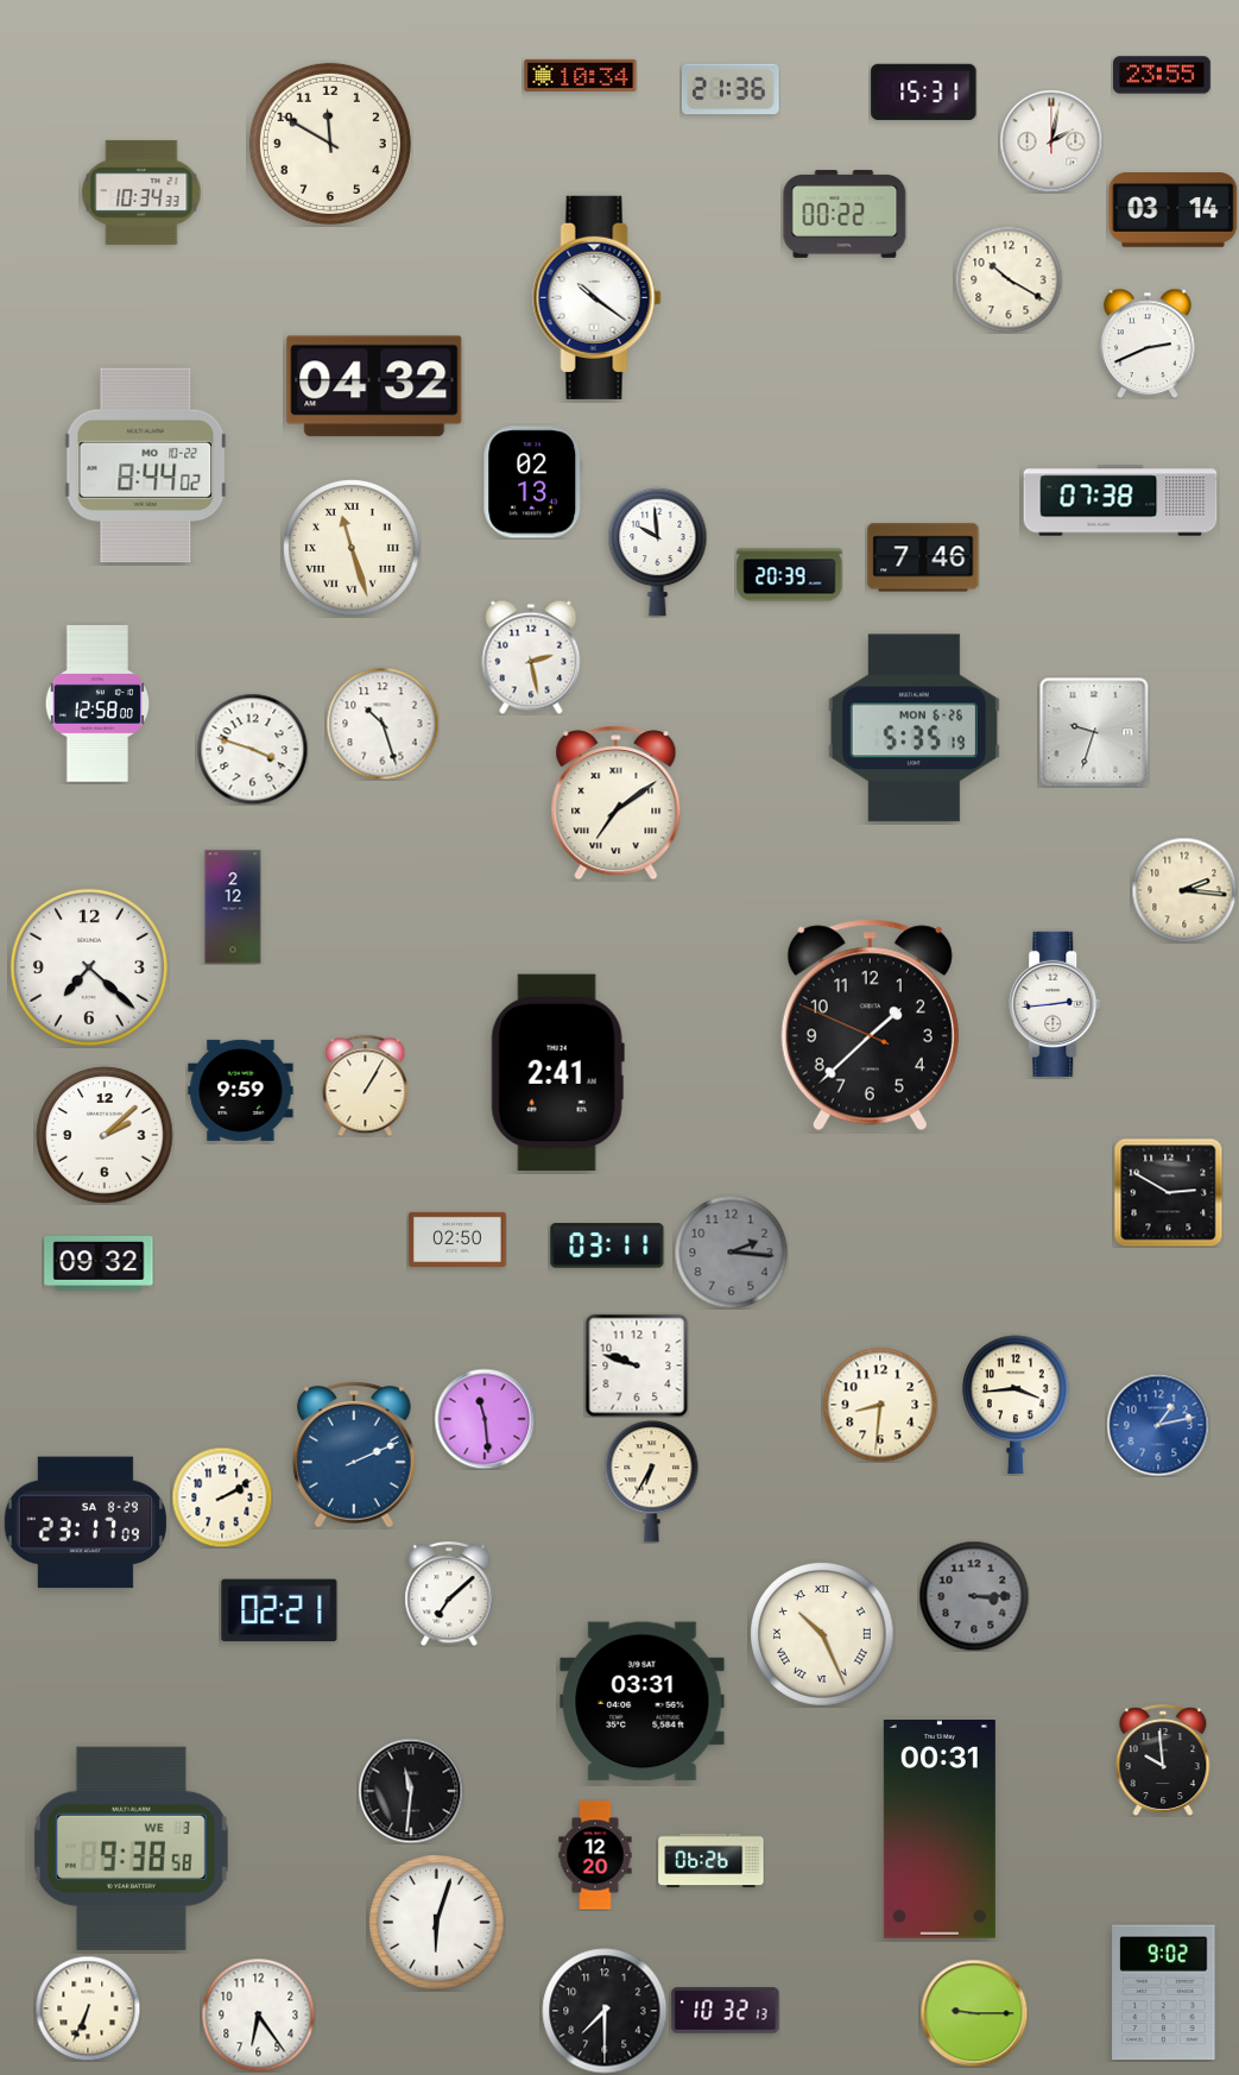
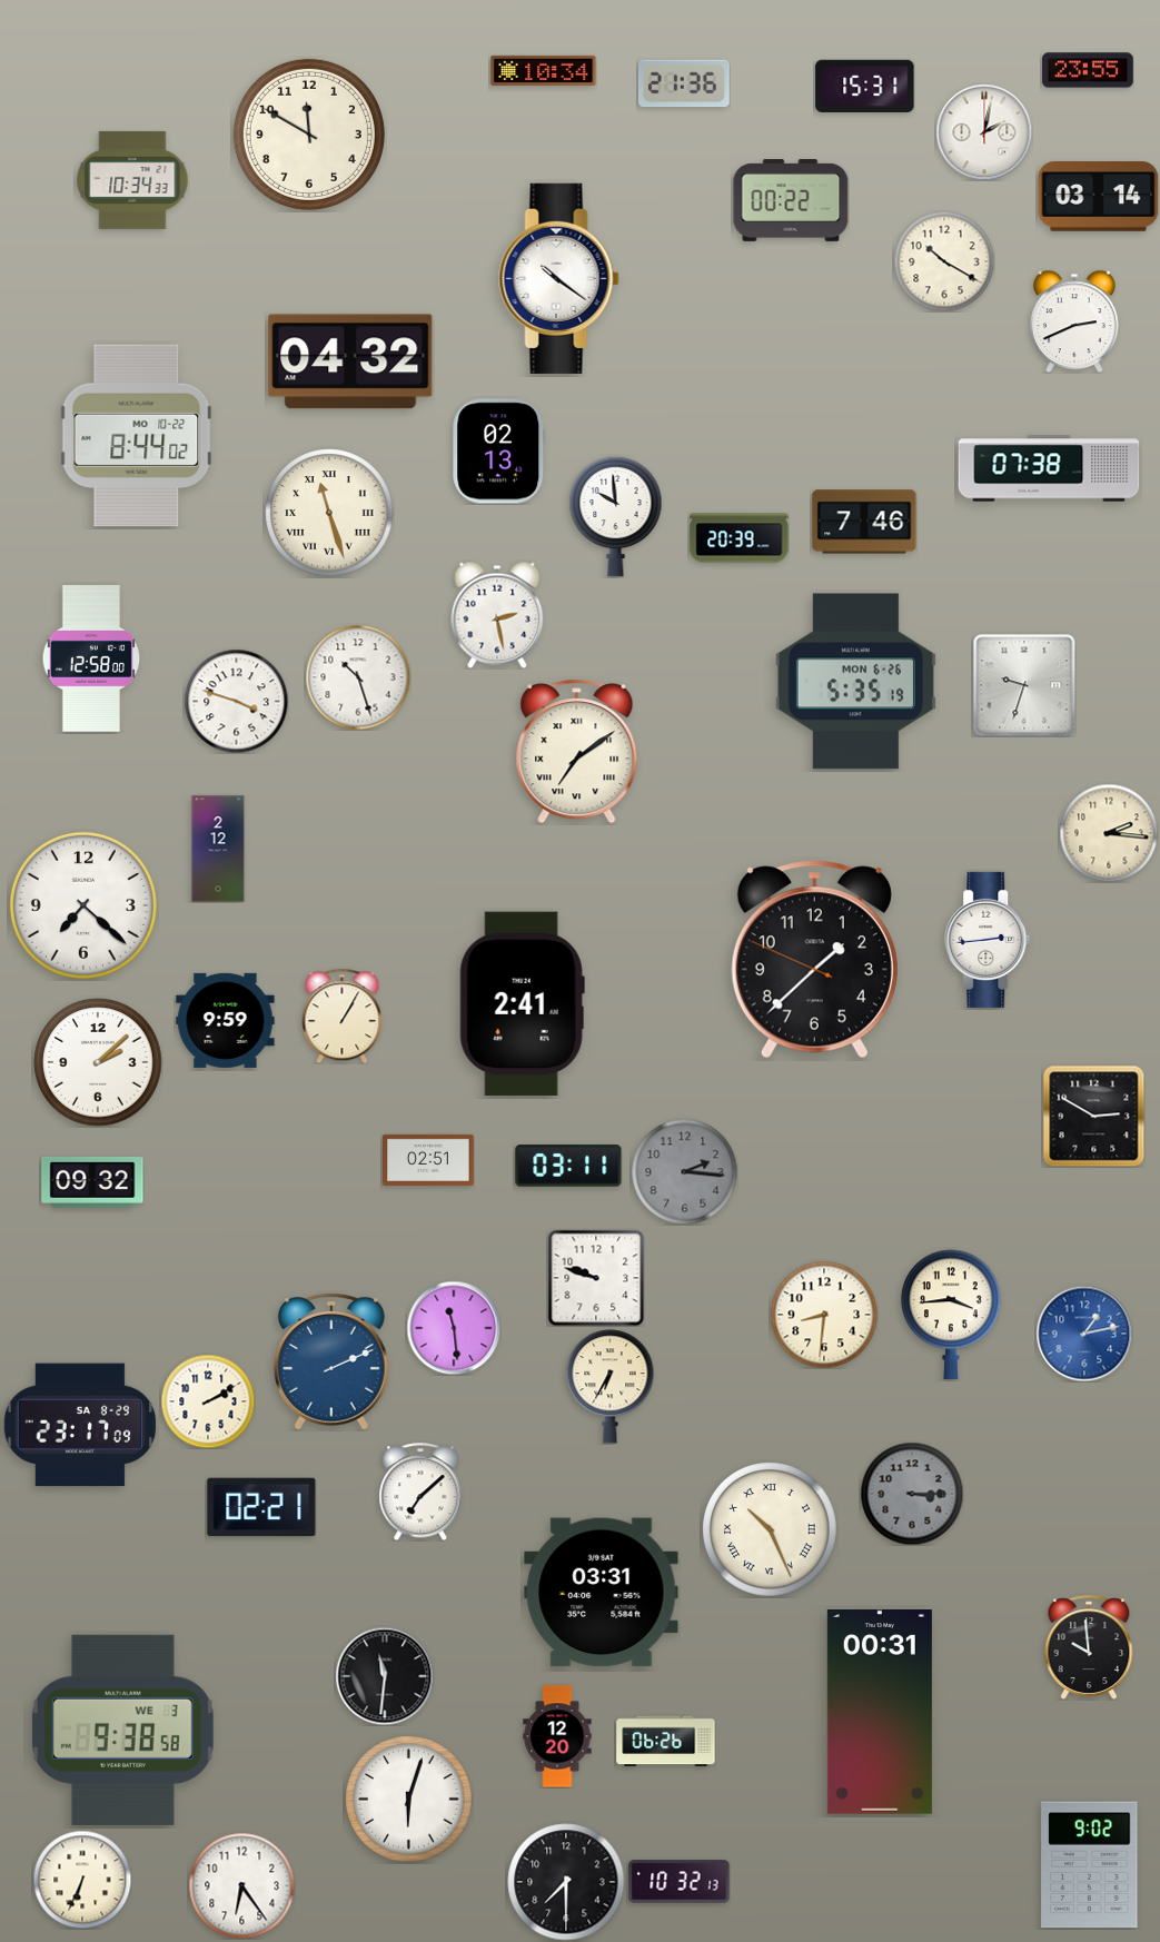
clock at (457, 1240): 02:50 -> 02:51
clock at (974, 2013): 9:15 -> none
